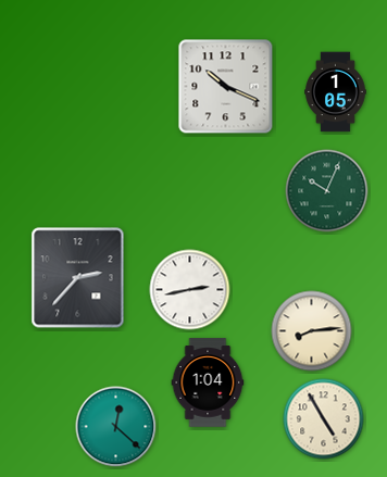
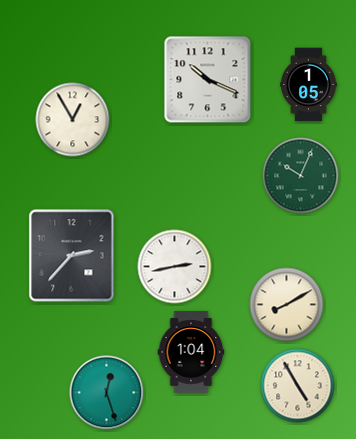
clock at (73, 120): none -> 12:55
clock at (312, 331): 8:14 -> 8:10
clock at (116, 427): 12:22 -> 12:27
